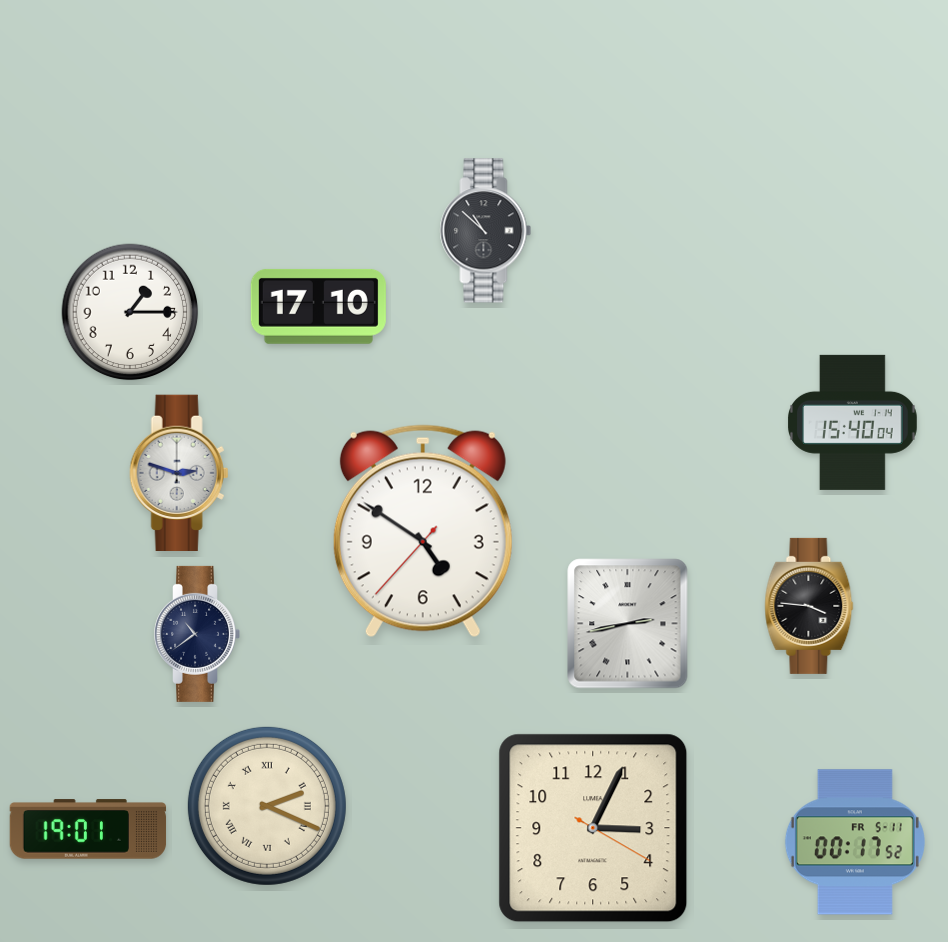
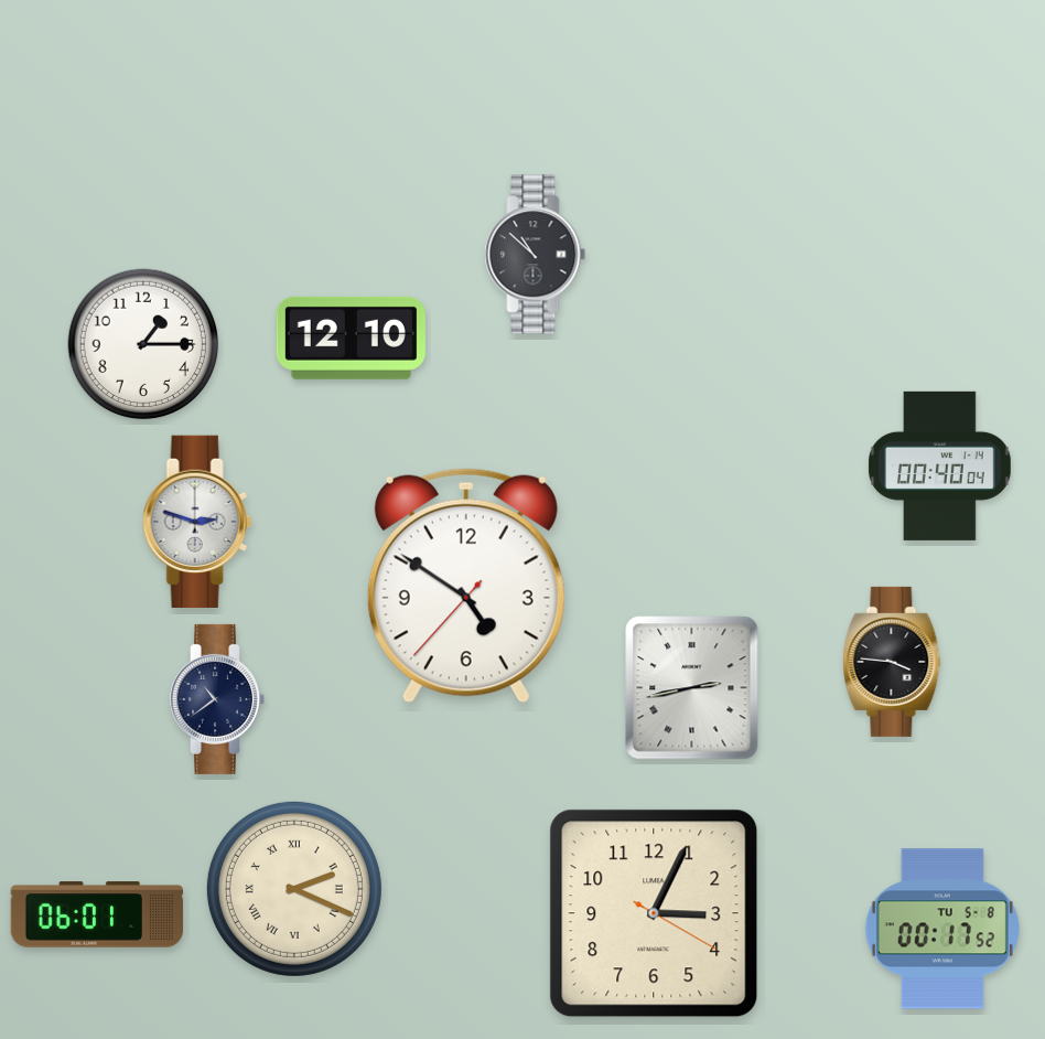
clock at (318, 306): 17:10 -> 12:10
clock at (853, 422): 15:40 -> 00:40
clock at (809, 606) position: (809, 606) -> (892, 662)
clock at (88, 829): 19:01 -> 06:01
clock at (855, 842) date: FR 5-11 -> TU 5-8
